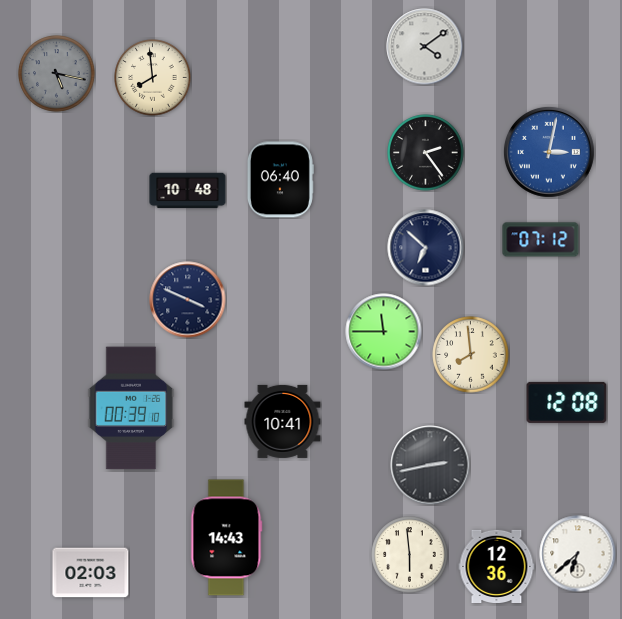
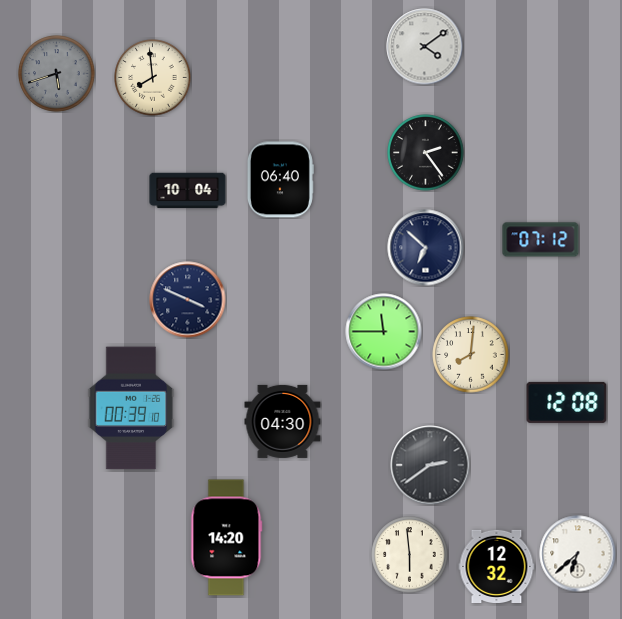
clock at (57, 74): 5:17 -> 5:42
clock at (549, 152): 3:02 -> none
clock at (188, 191): 10:48 -> 10:04
clock at (471, 355): 7:59 -> 8:01
clock at (283, 421): 10:41 -> 04:30
clock at (430, 465): 2:43 -> 2:39
clock at (227, 538): 14:43 -> 14:20
clock at (497, 566): 12:36 -> 12:32
clock at (91, 573): 02:03 -> none
